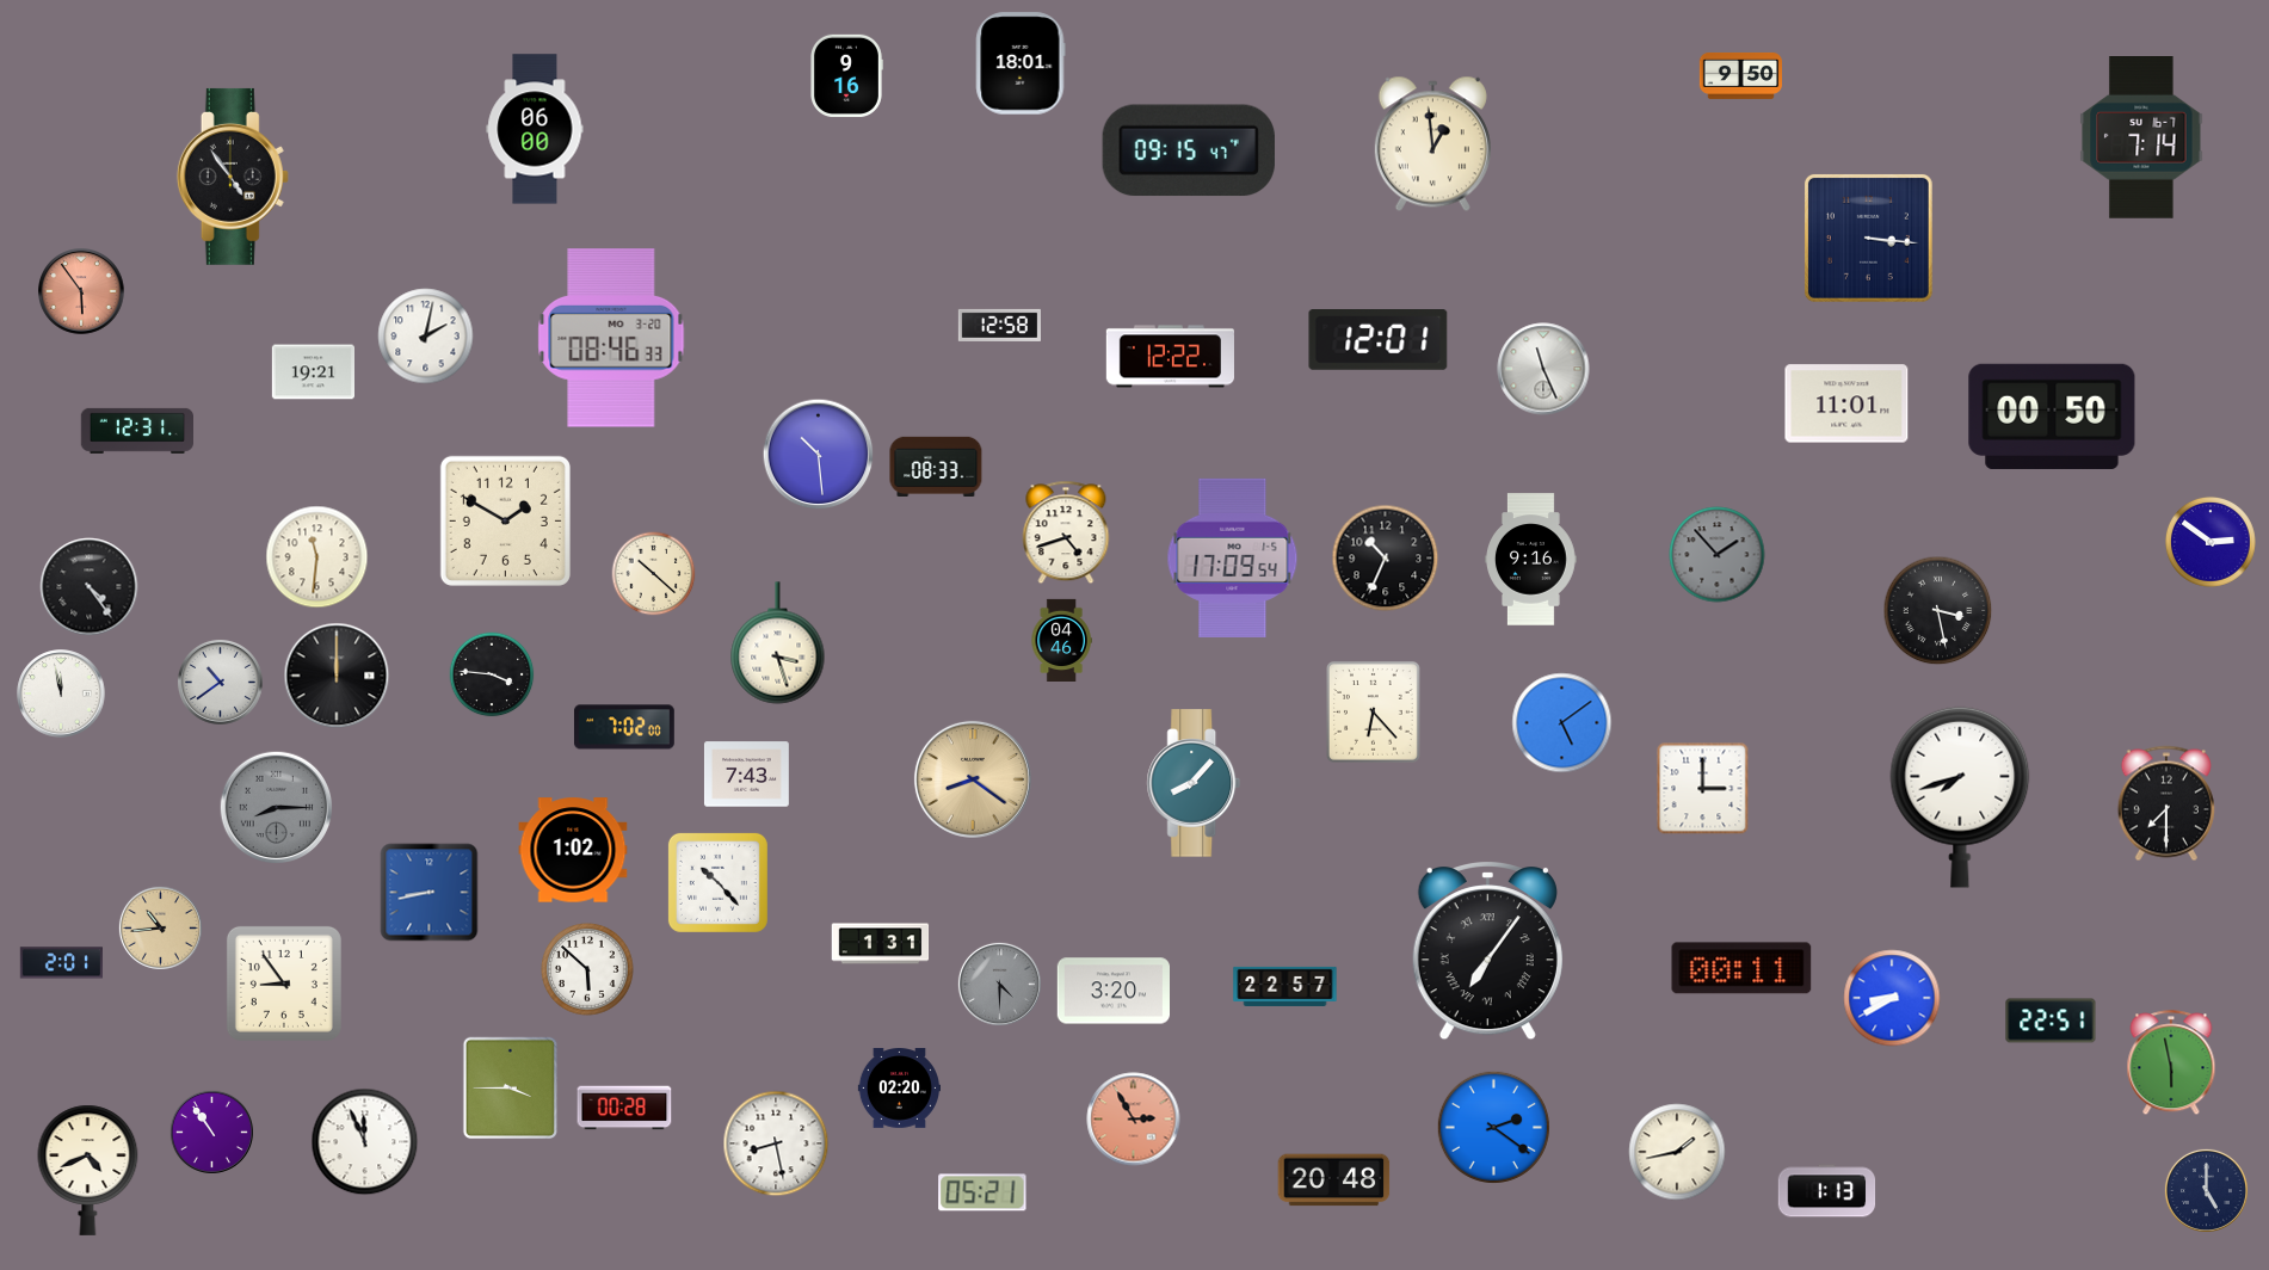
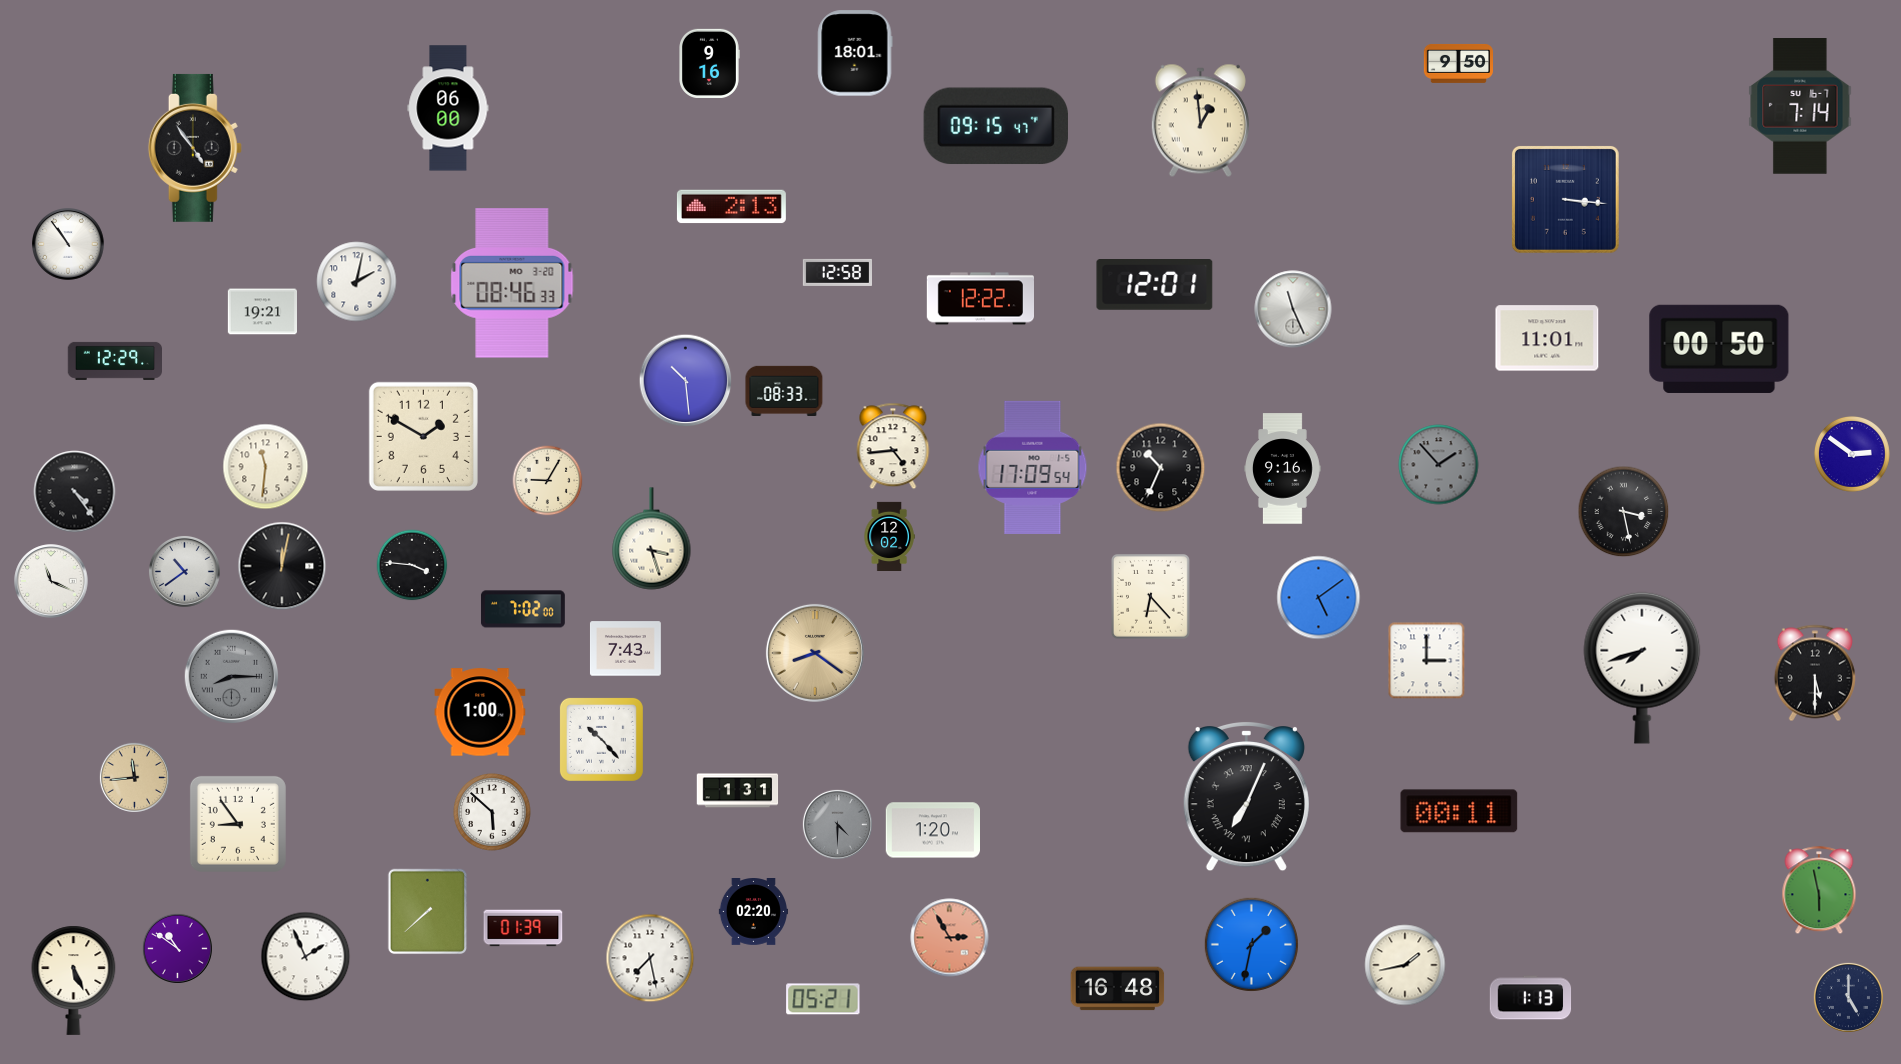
clock at (2141, 138) position: (2141, 138) -> (1800, 107)
clock at (731, 207): none -> 2:13
clock at (82, 292): 5:54 -> 10:54
clock at (82, 292) dial: salmon -> white
clock at (136, 431): 12:31 -> 12:29
clock at (1066, 532): 4:42 -> 4:44
clock at (654, 574): 10:22 -> 9:05
clock at (1061, 641): 04:46 -> 12:02
clock at (337, 676): 12:00 -> 12:02
clock at (61, 693): 11:58 -> 11:19
clock at (1562, 723) position: (1562, 723) -> (1319, 598)
clock at (1194, 783): 8:07 -> none
clock at (2166, 803): 7:30 -> 5:30
clock at (573, 850): 1:02 -> 1:00
clock at (430, 893): 8:43 -> none
clock at (160, 927): 10:44 -> 11:44
clock at (1487, 950): 7:06 -> 7:04
clock at (61, 963): 2:01 -> none
clock at (1285, 986): 22:57 -> none
clock at (1112, 991): 3:20 -> 1:20
clock at (1892, 998): 8:40 -> none
clock at (2051, 1021): 22:51 -> none
clock at (511, 1089): 3:45 -> 7:38
clock at (624, 1108): 00:28 -> 01:39
clock at (1493, 1127): 2:21 -> 1:32
clock at (211, 1132): 10:54 -> 10:51
clock at (365, 1142): 11:56 -> 1:56
clock at (776, 1143): 8:28 -> 7:28
clock at (88, 1170): 4:41 -> 5:26
clock at (1334, 1180): 20:48 -> 16:48
